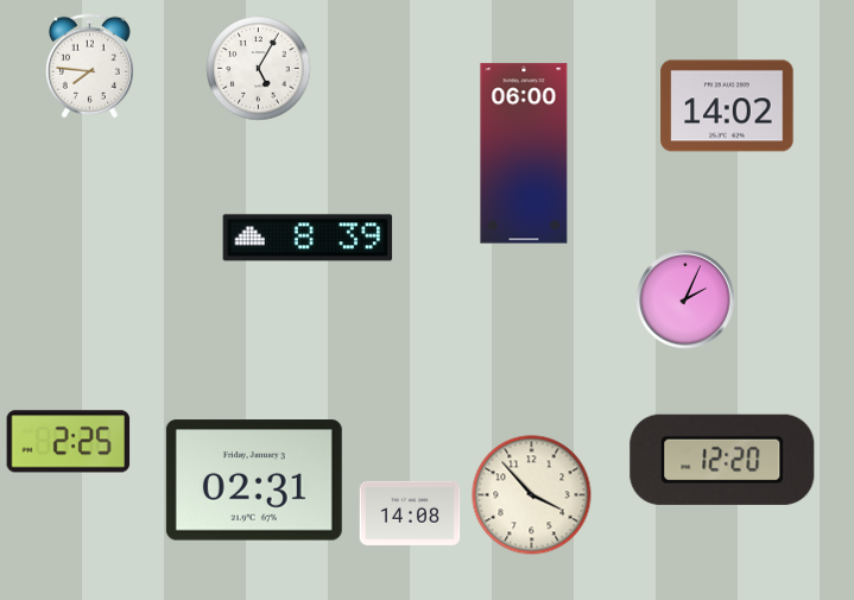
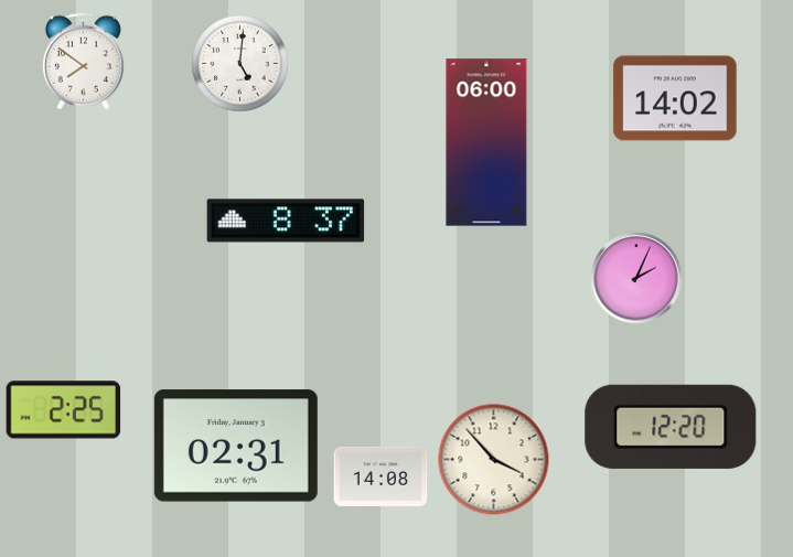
clock at (89, 67): 7:46 -> 7:51
clock at (259, 69): 5:05 -> 5:01
clock at (308, 238): 8:39 -> 8:37
